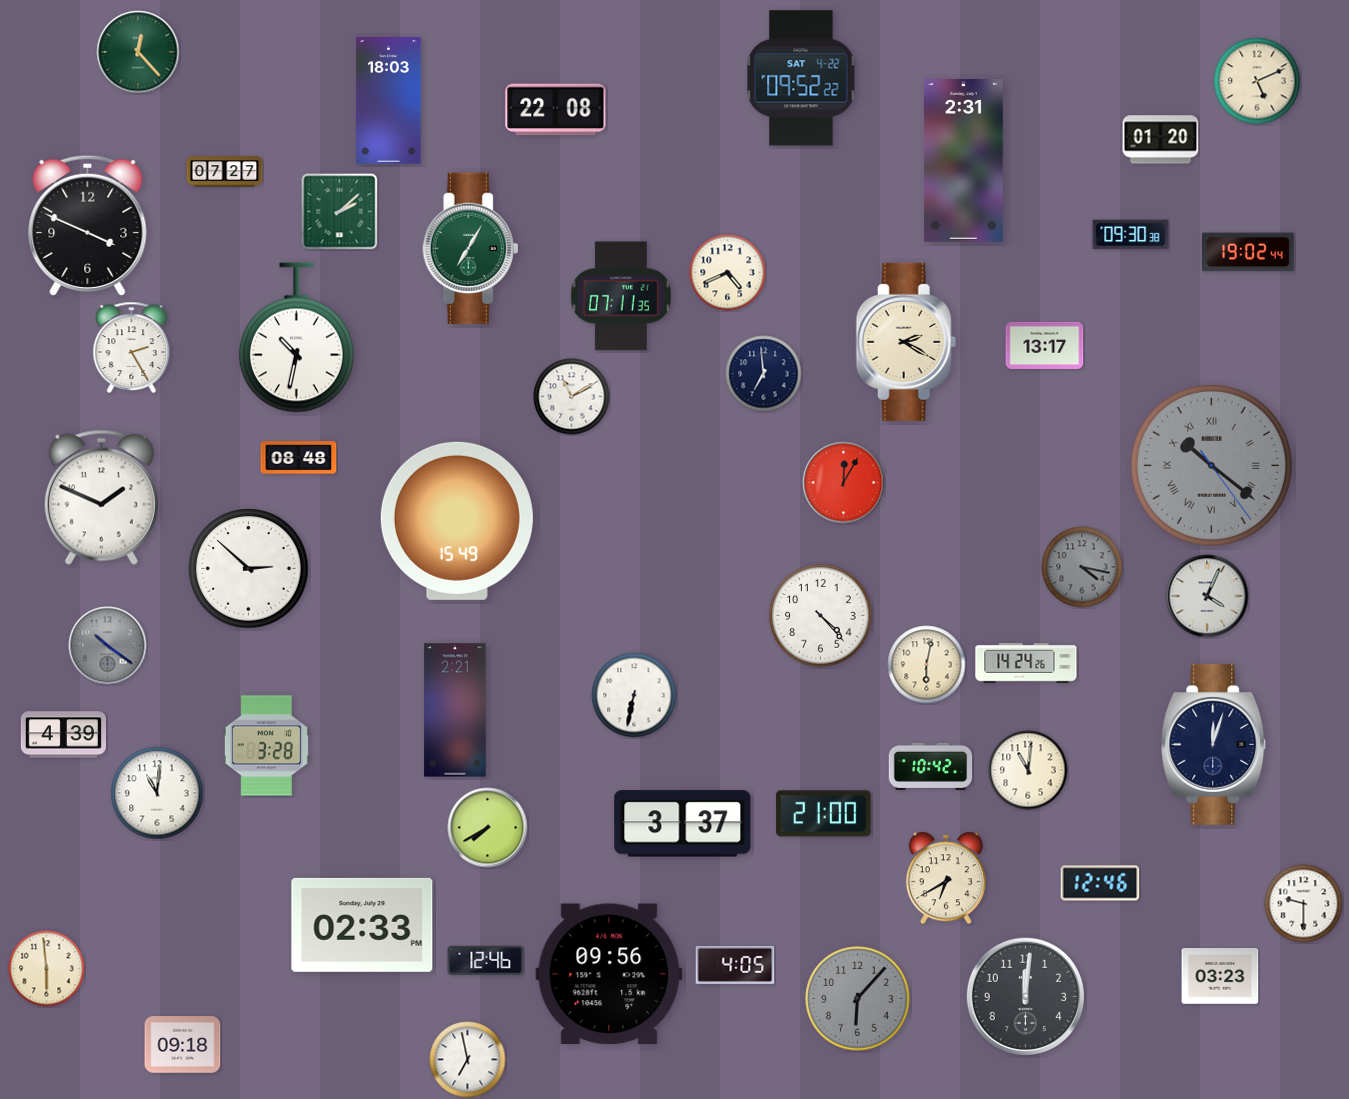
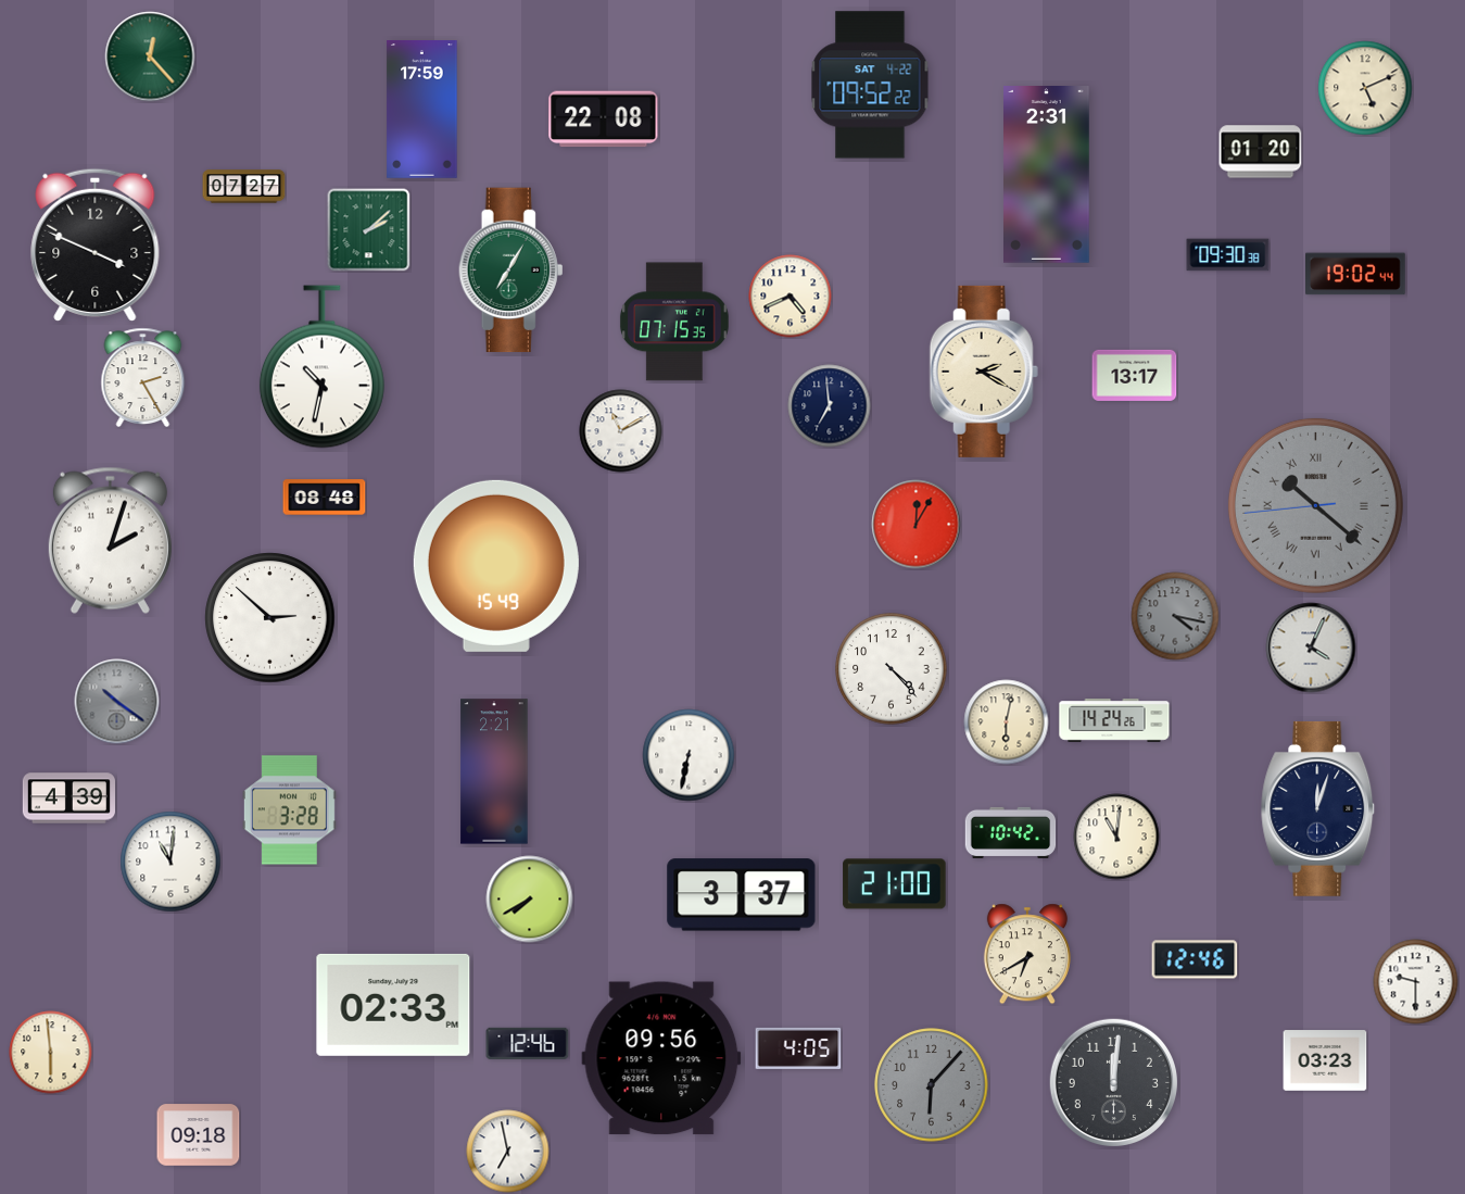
clock at (389, 101): 18:03 -> 17:59
clock at (621, 296): 07:11 -> 07:15
clock at (1211, 465): 10:21:24 -> 10:21:44
clock at (101, 497): 1:49 -> 2:03
